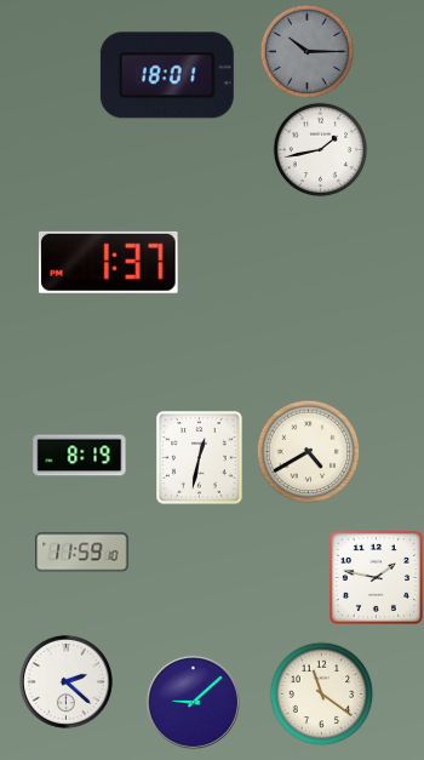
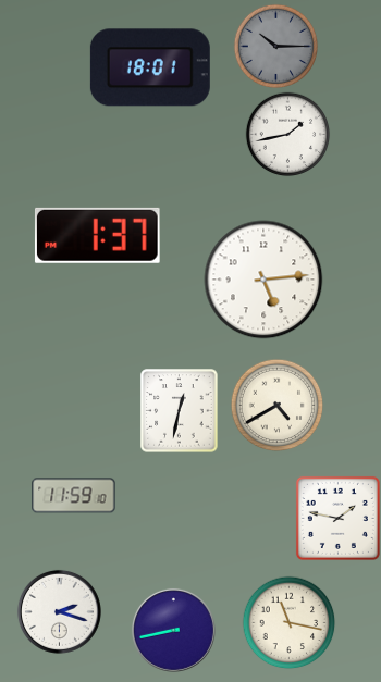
clock at (263, 280): none -> 5:14
clock at (80, 456): 8:19 -> none
clock at (65, 681): 2:22 -> 2:18
clock at (321, 693): 11:21 -> 11:17
clock at (193, 702): 9:08 -> 8:43
